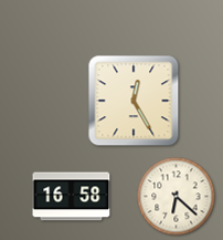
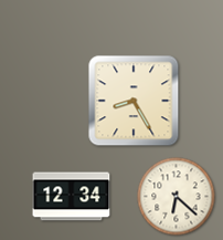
clock at (134, 101): 12:25 -> 8:25
clock at (72, 197): 16:58 -> 12:34
